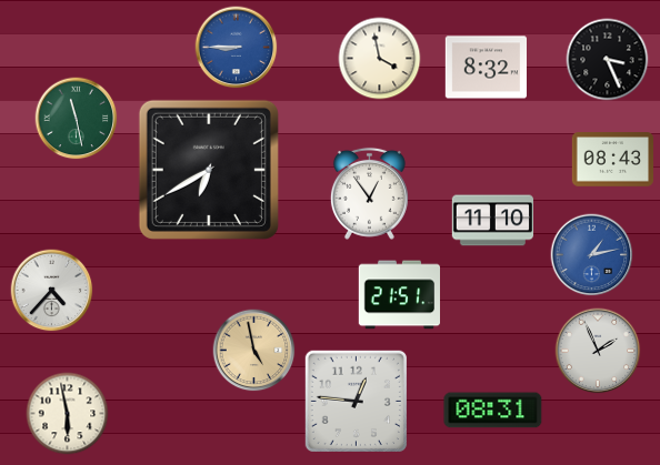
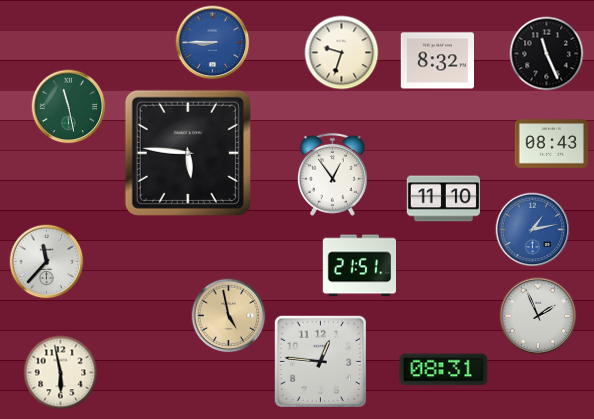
clock at (380, 59): 3:58 -> 9:33
clock at (608, 60): 3:26 -> 11:26
clock at (209, 170): 6:40 -> 5:46
clock at (52, 291): 4:37 -> 11:37
